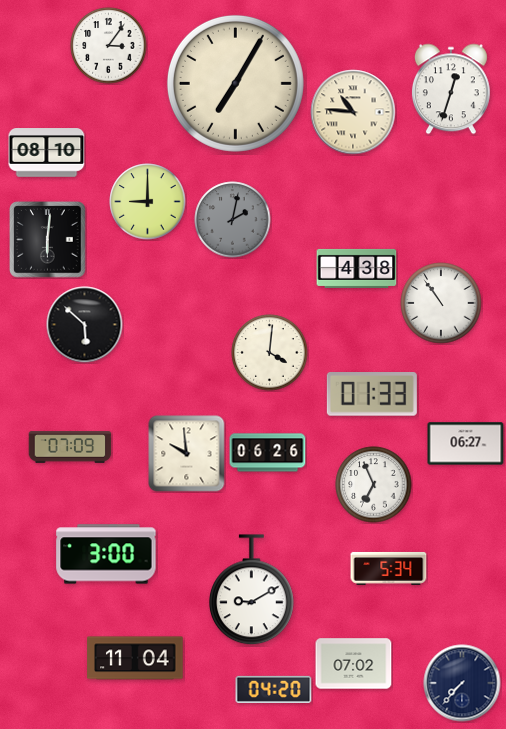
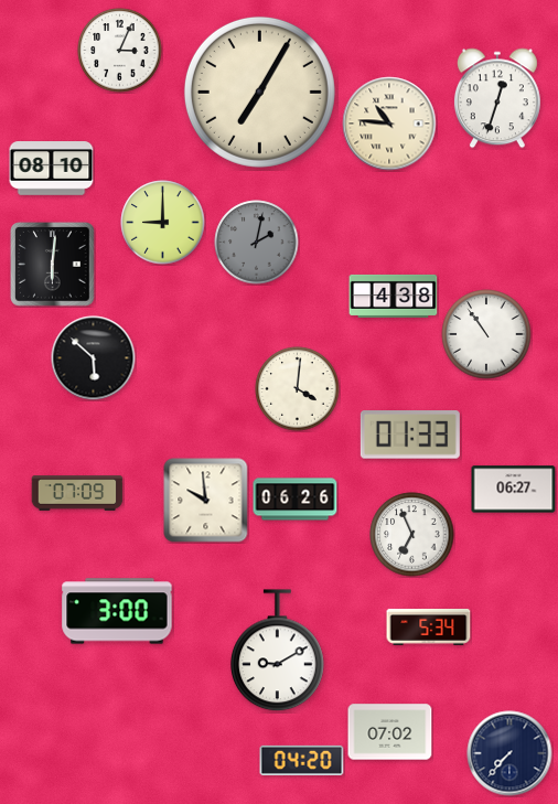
clock at (109, 46): 3:06 -> 3:04
clock at (135, 658): 11:04 -> none
